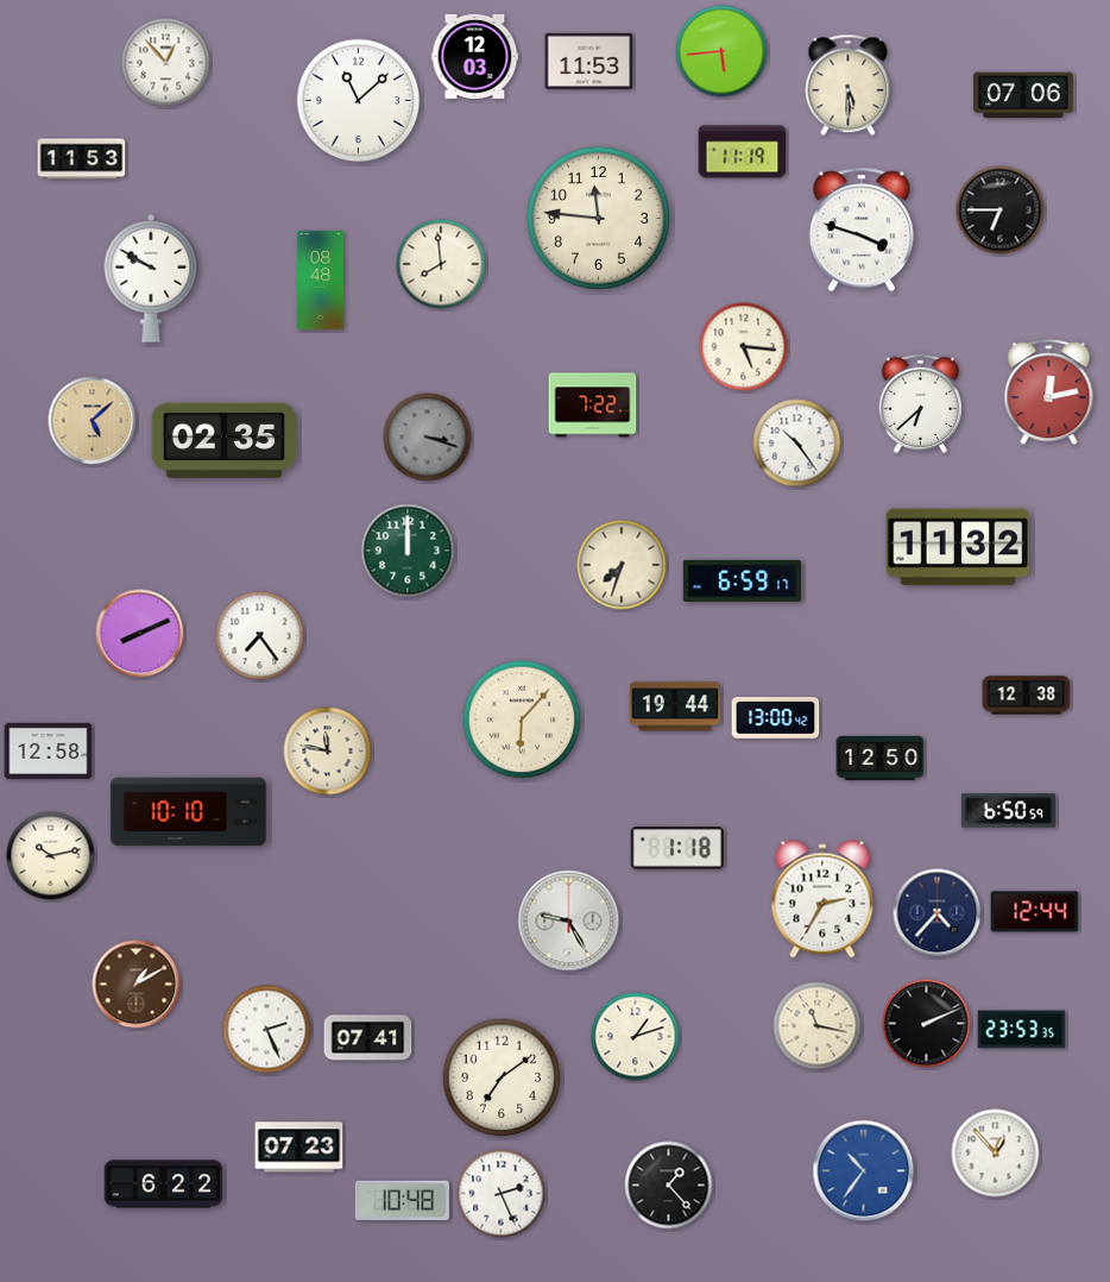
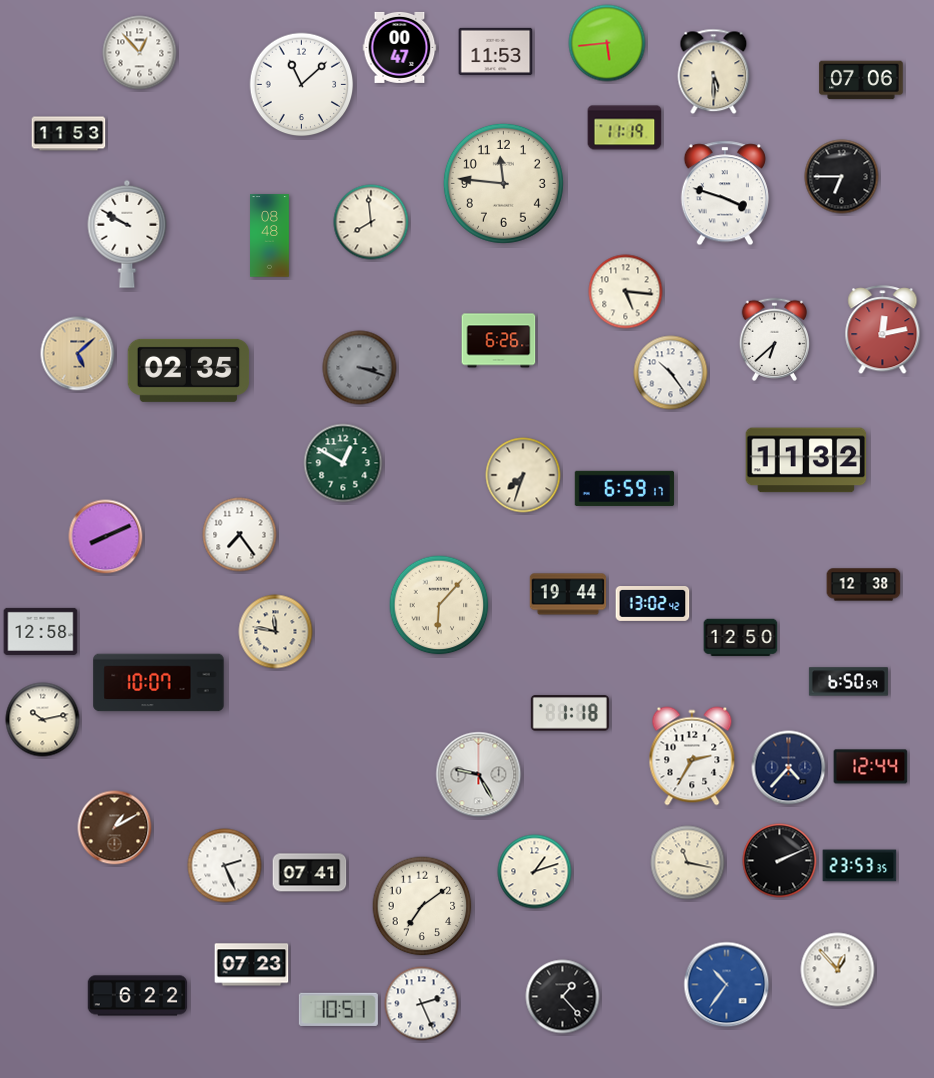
clock at (475, 56): 12:03 -> 00:47
clock at (593, 406): 7:22 -> 6:26
clock at (408, 551): 12:00 -> 12:50
clock at (140, 634) position: (140, 634) -> (106, 537)
clock at (260, 636) position: (260, 636) -> (240, 535)
clock at (776, 718): 13:00 -> 13:02
clock at (189, 812): 10:10 -> 10:07
clock at (402, 1200): 10:48 -> 10:51
